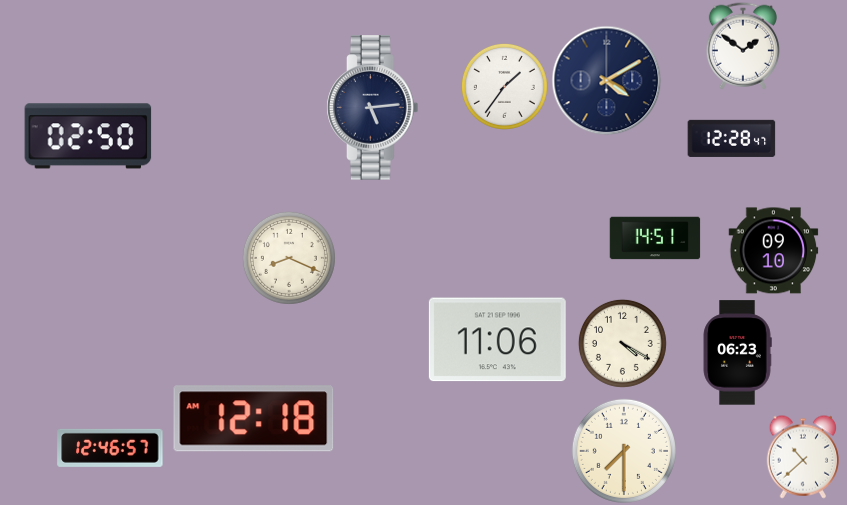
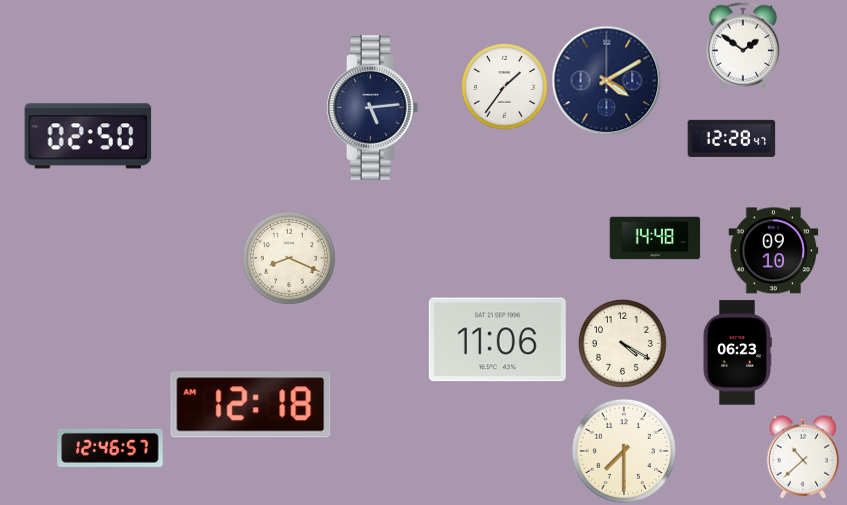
clock at (655, 238): 14:51 -> 14:48
clock at (254, 419) position: (254, 419) -> (251, 405)
